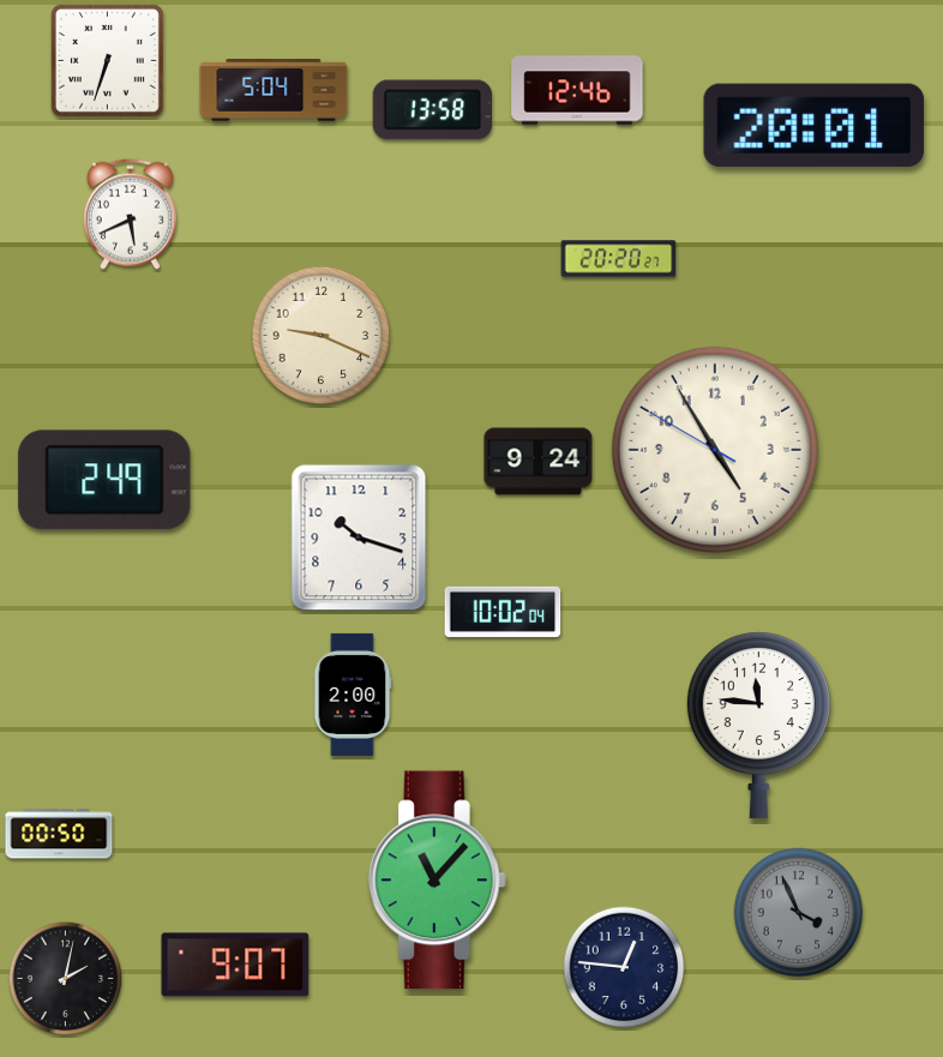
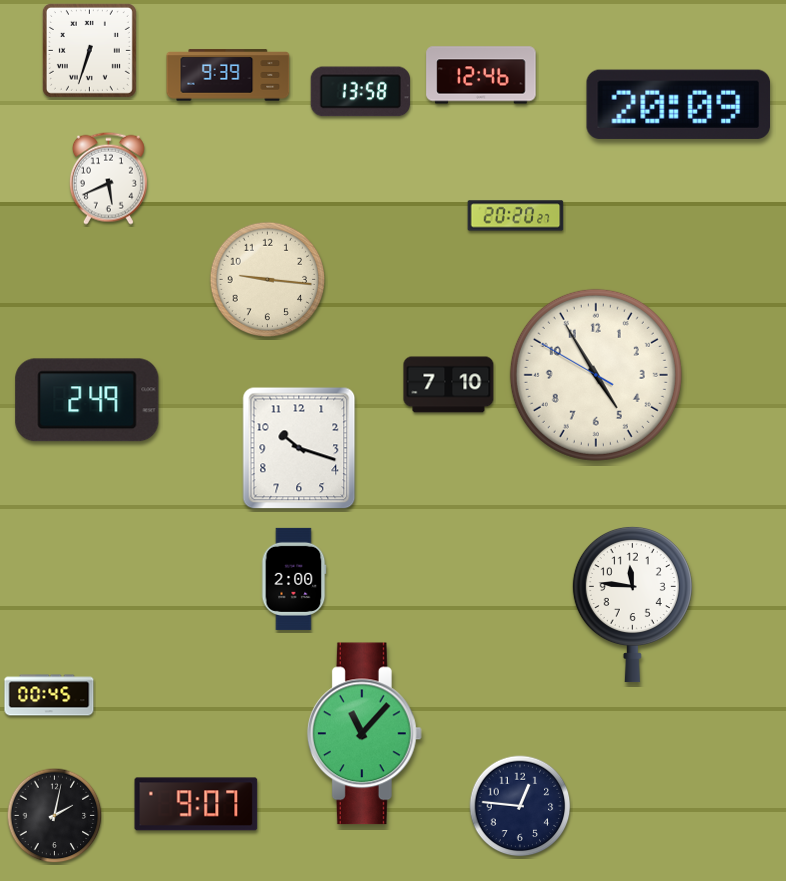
clock at (274, 90): 5:04 -> 9:39
clock at (813, 125): 20:01 -> 20:09
clock at (322, 336): 9:19 -> 9:16
clock at (539, 462): 9:24 -> 7:10
clock at (503, 612): 10:02 -> none
clock at (59, 834): 00:50 -> 00:45
clock at (799, 913): 3:56 -> none
